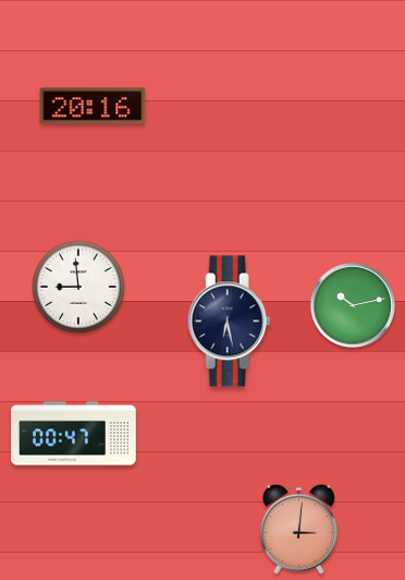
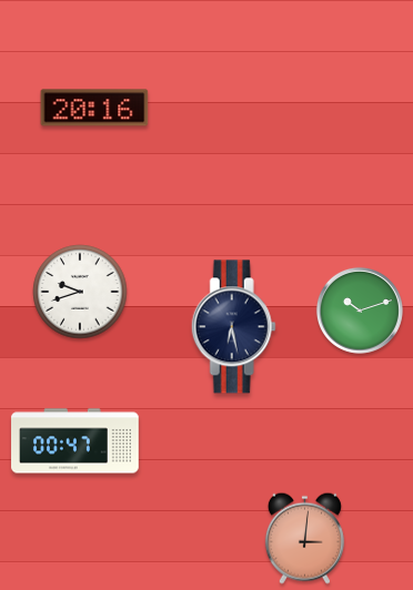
clock at (78, 287): 8:59 -> 9:42
clock at (353, 305): 10:13 -> 10:12
